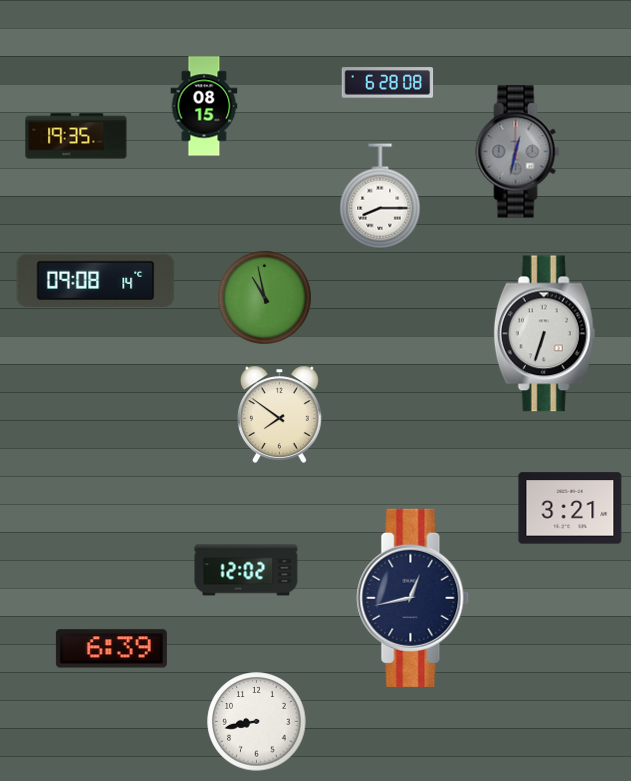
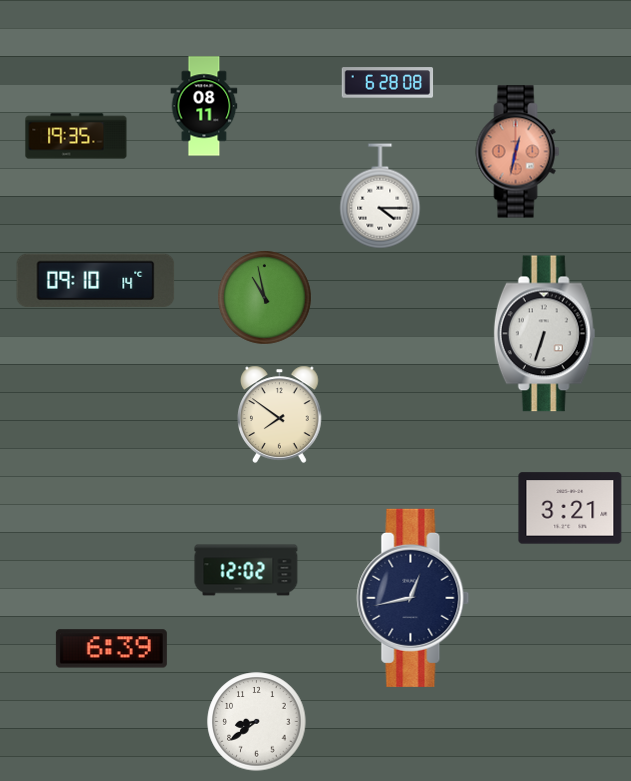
clock at (204, 106): 08:15 -> 08:11
clock at (518, 152) dial: grey -> salmon
clock at (380, 196): 8:15 -> 4:15
clock at (96, 281): 09:08 -> 09:10
clock at (257, 722): 8:43 -> 8:39
